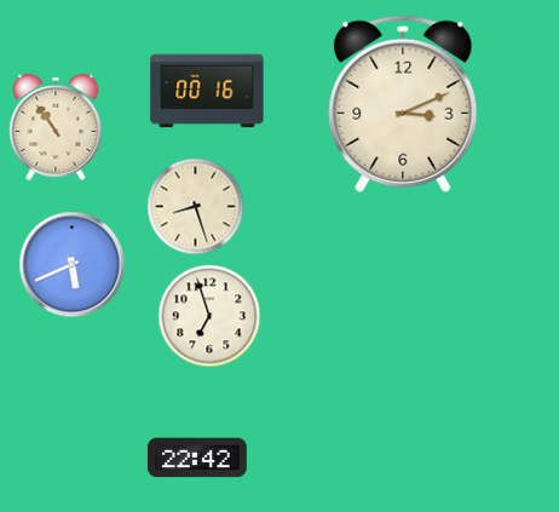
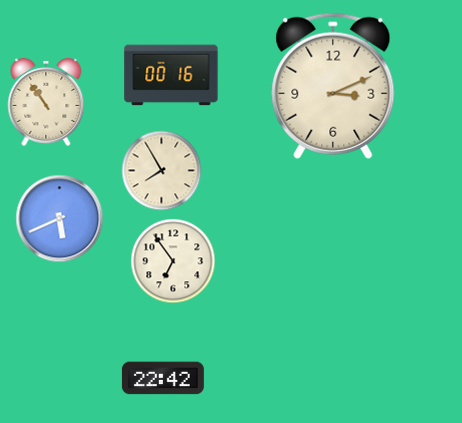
clock at (56, 127) position: (56, 127) -> (46, 102)
clock at (195, 206): 8:27 -> 7:55
clock at (209, 316): 6:57 -> 6:54
